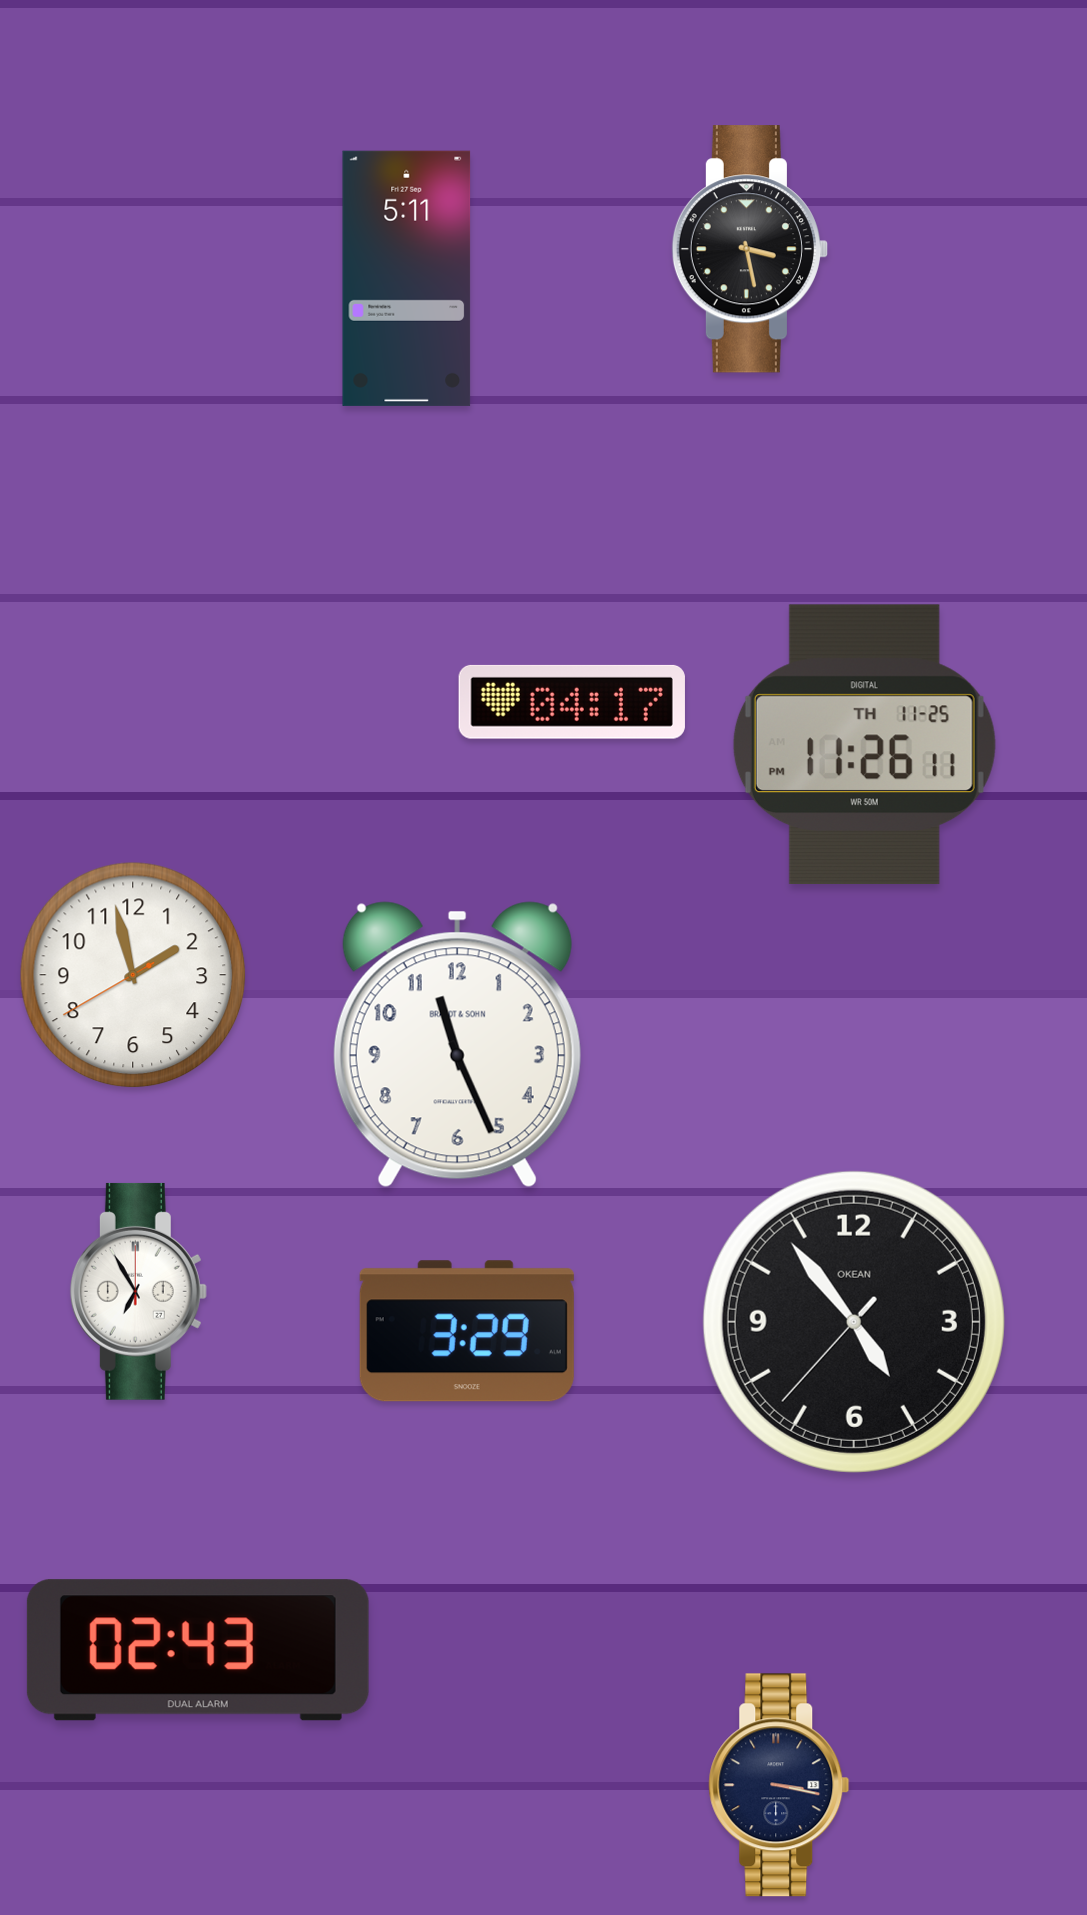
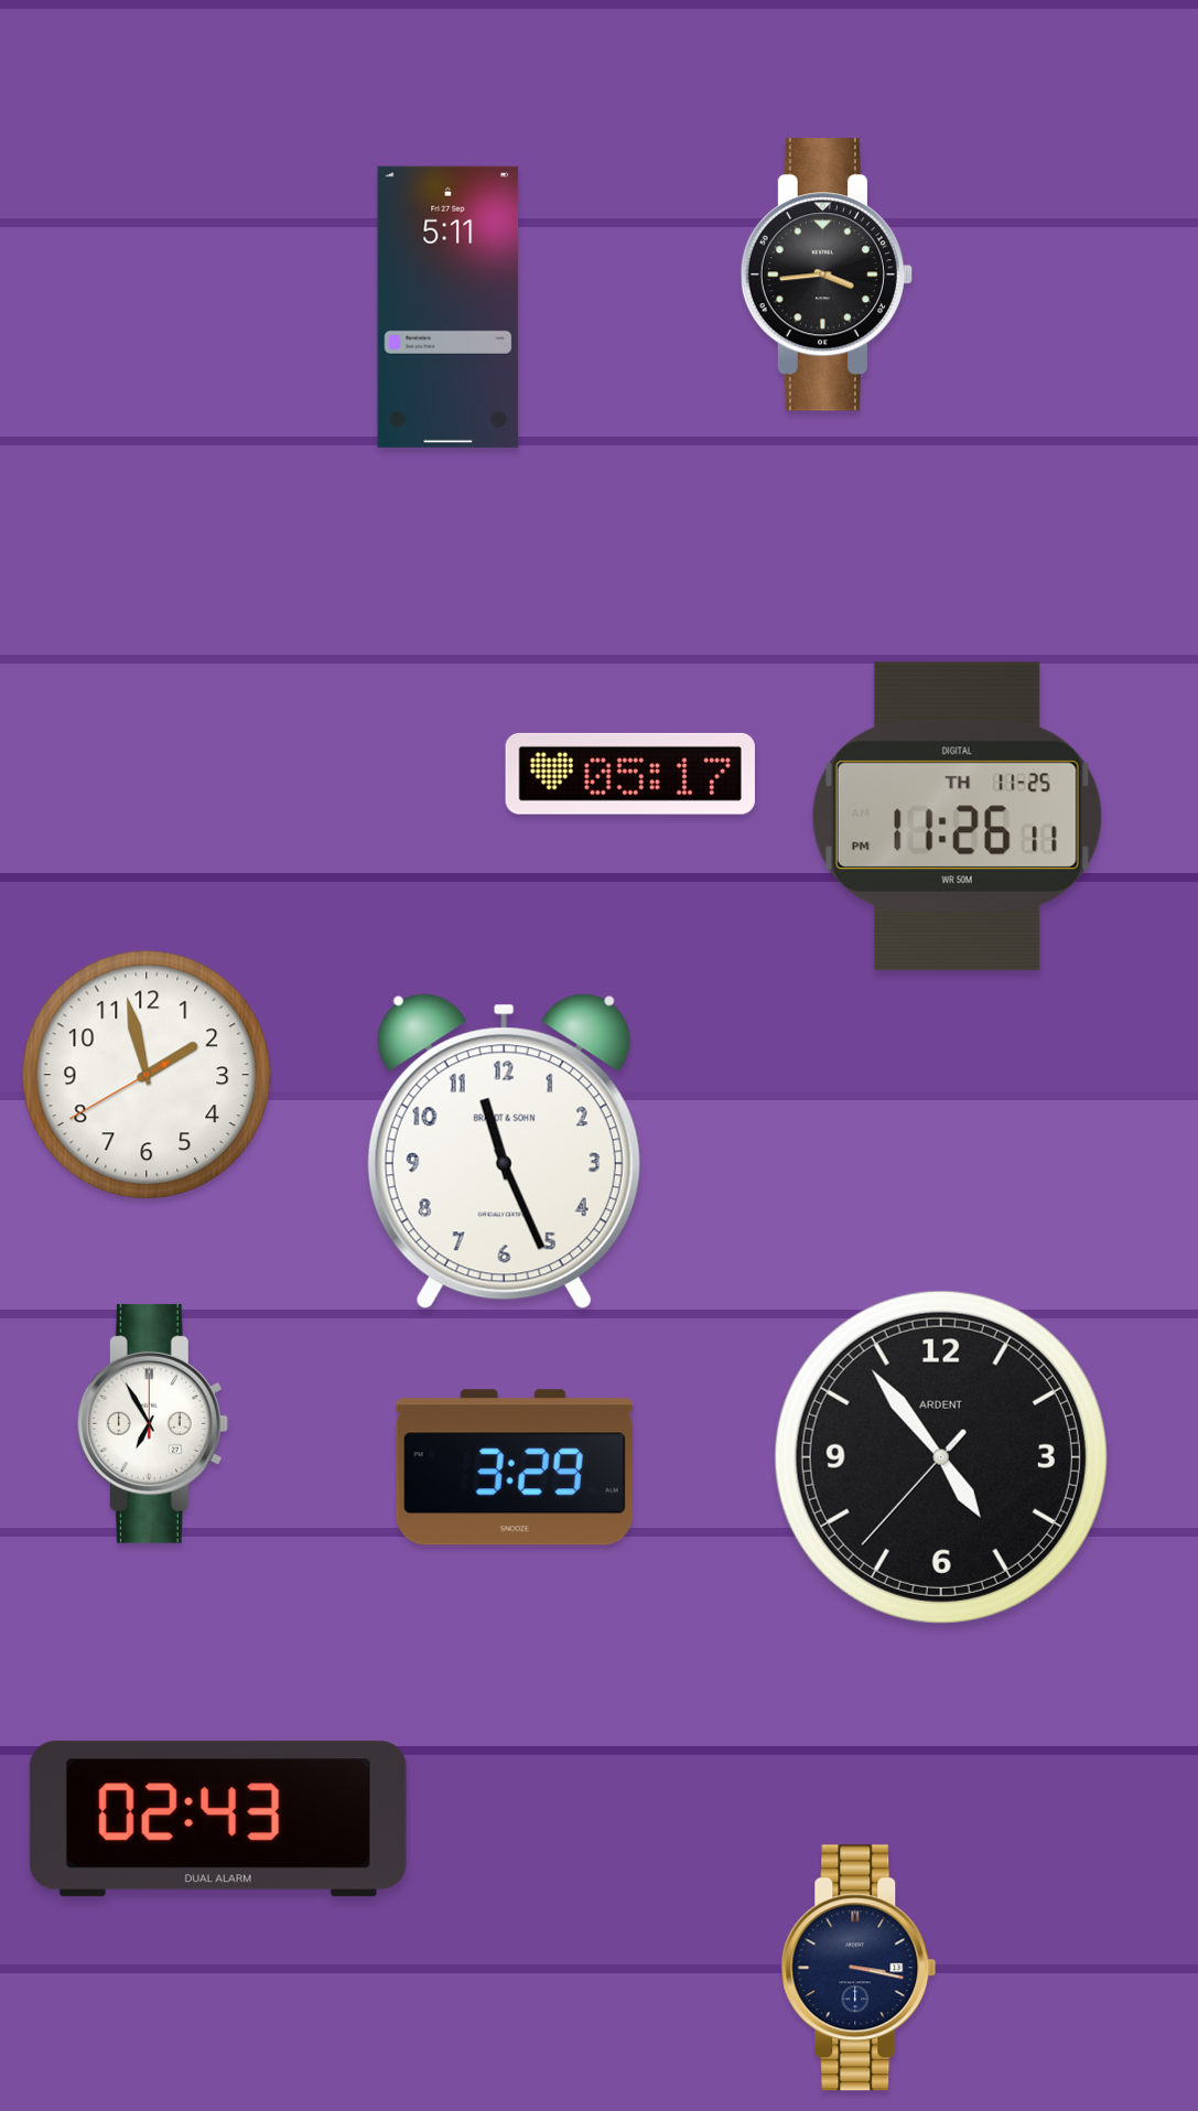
clock at (750, 249): 3:28 -> 3:44
clock at (572, 702): 04:17 -> 05:17
clock at (864, 745) position: (864, 745) -> (957, 817)
clock at (854, 1322) brand: OKEAN -> ARDENT
